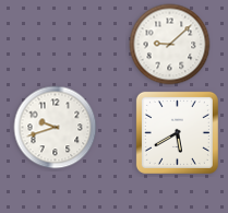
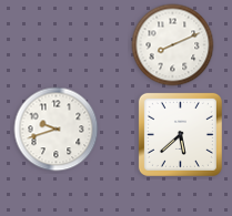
clock at (170, 45): 9:08 -> 8:11
clock at (177, 132): 5:40 -> 5:38
